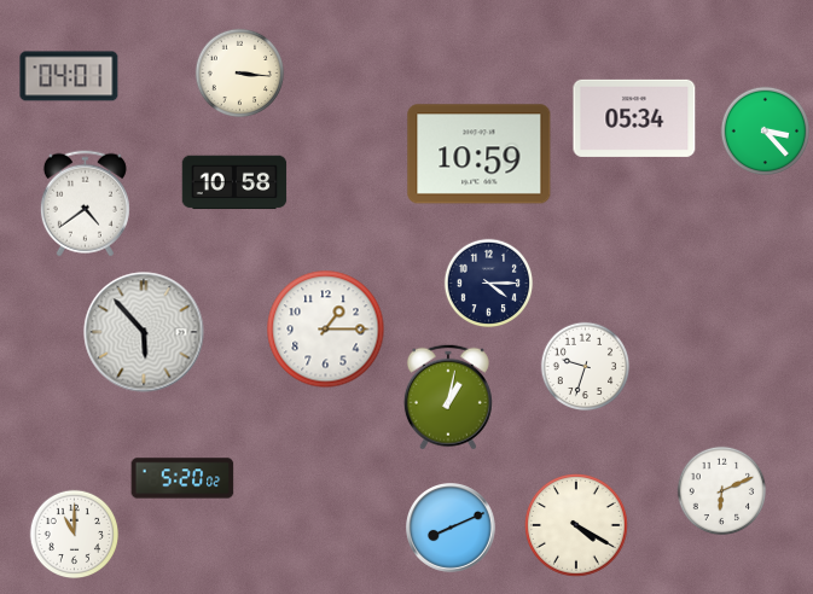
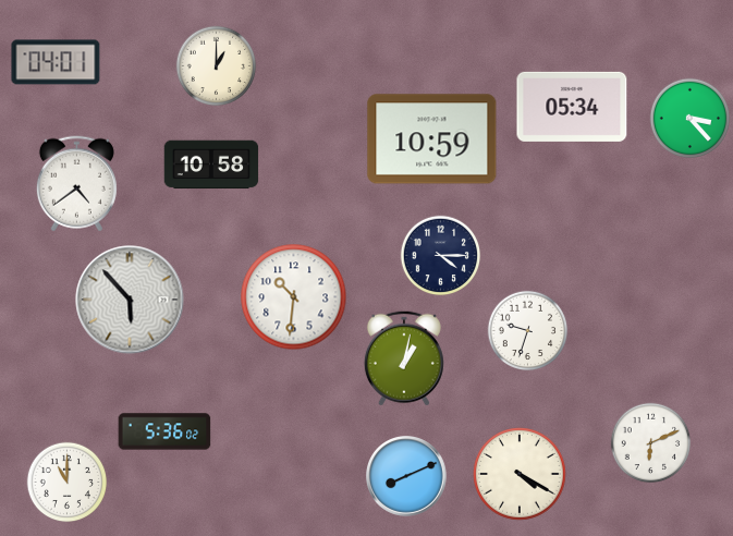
clock at (240, 74): 3:16 -> 1:00
clock at (69, 76) position: (69, 76) -> (56, 62)
clock at (326, 330): 1:15 -> 10:31
clock at (182, 478): 5:20 -> 5:36
